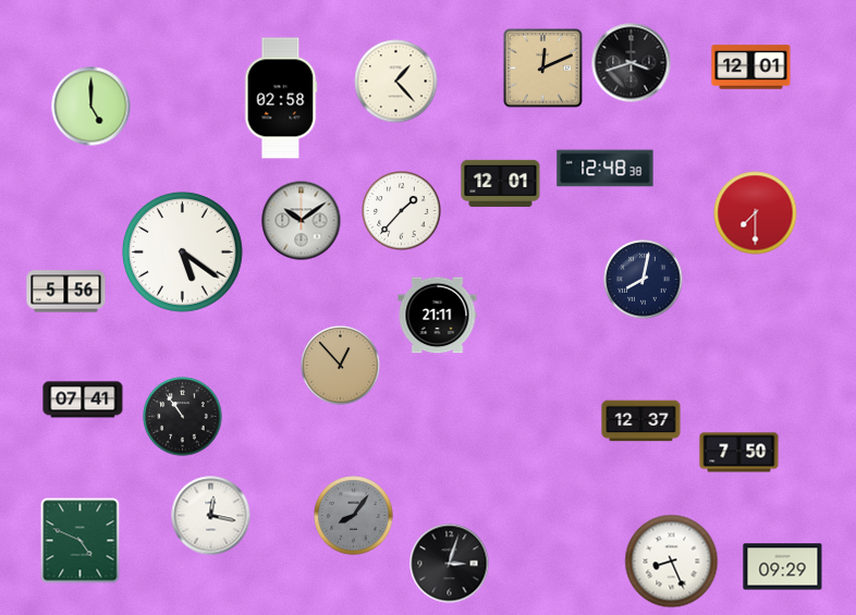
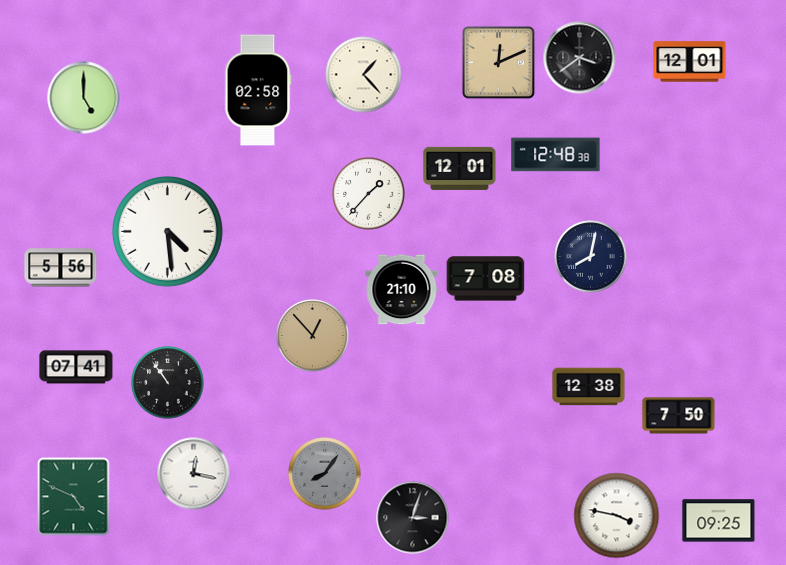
clock at (632, 63): 3:42 -> 3:39
clock at (756, 213): 7:30 -> none
clock at (302, 221): 10:09 -> none
clock at (182, 251): 5:21 -> 4:29
clock at (486, 279): none -> 7:08
clock at (438, 316): 21:11 -> 21:10
clock at (641, 421): 12:37 -> 12:38
clock at (672, 562): 8:26 -> 3:47
clock at (783, 567): 09:29 -> 09:25
